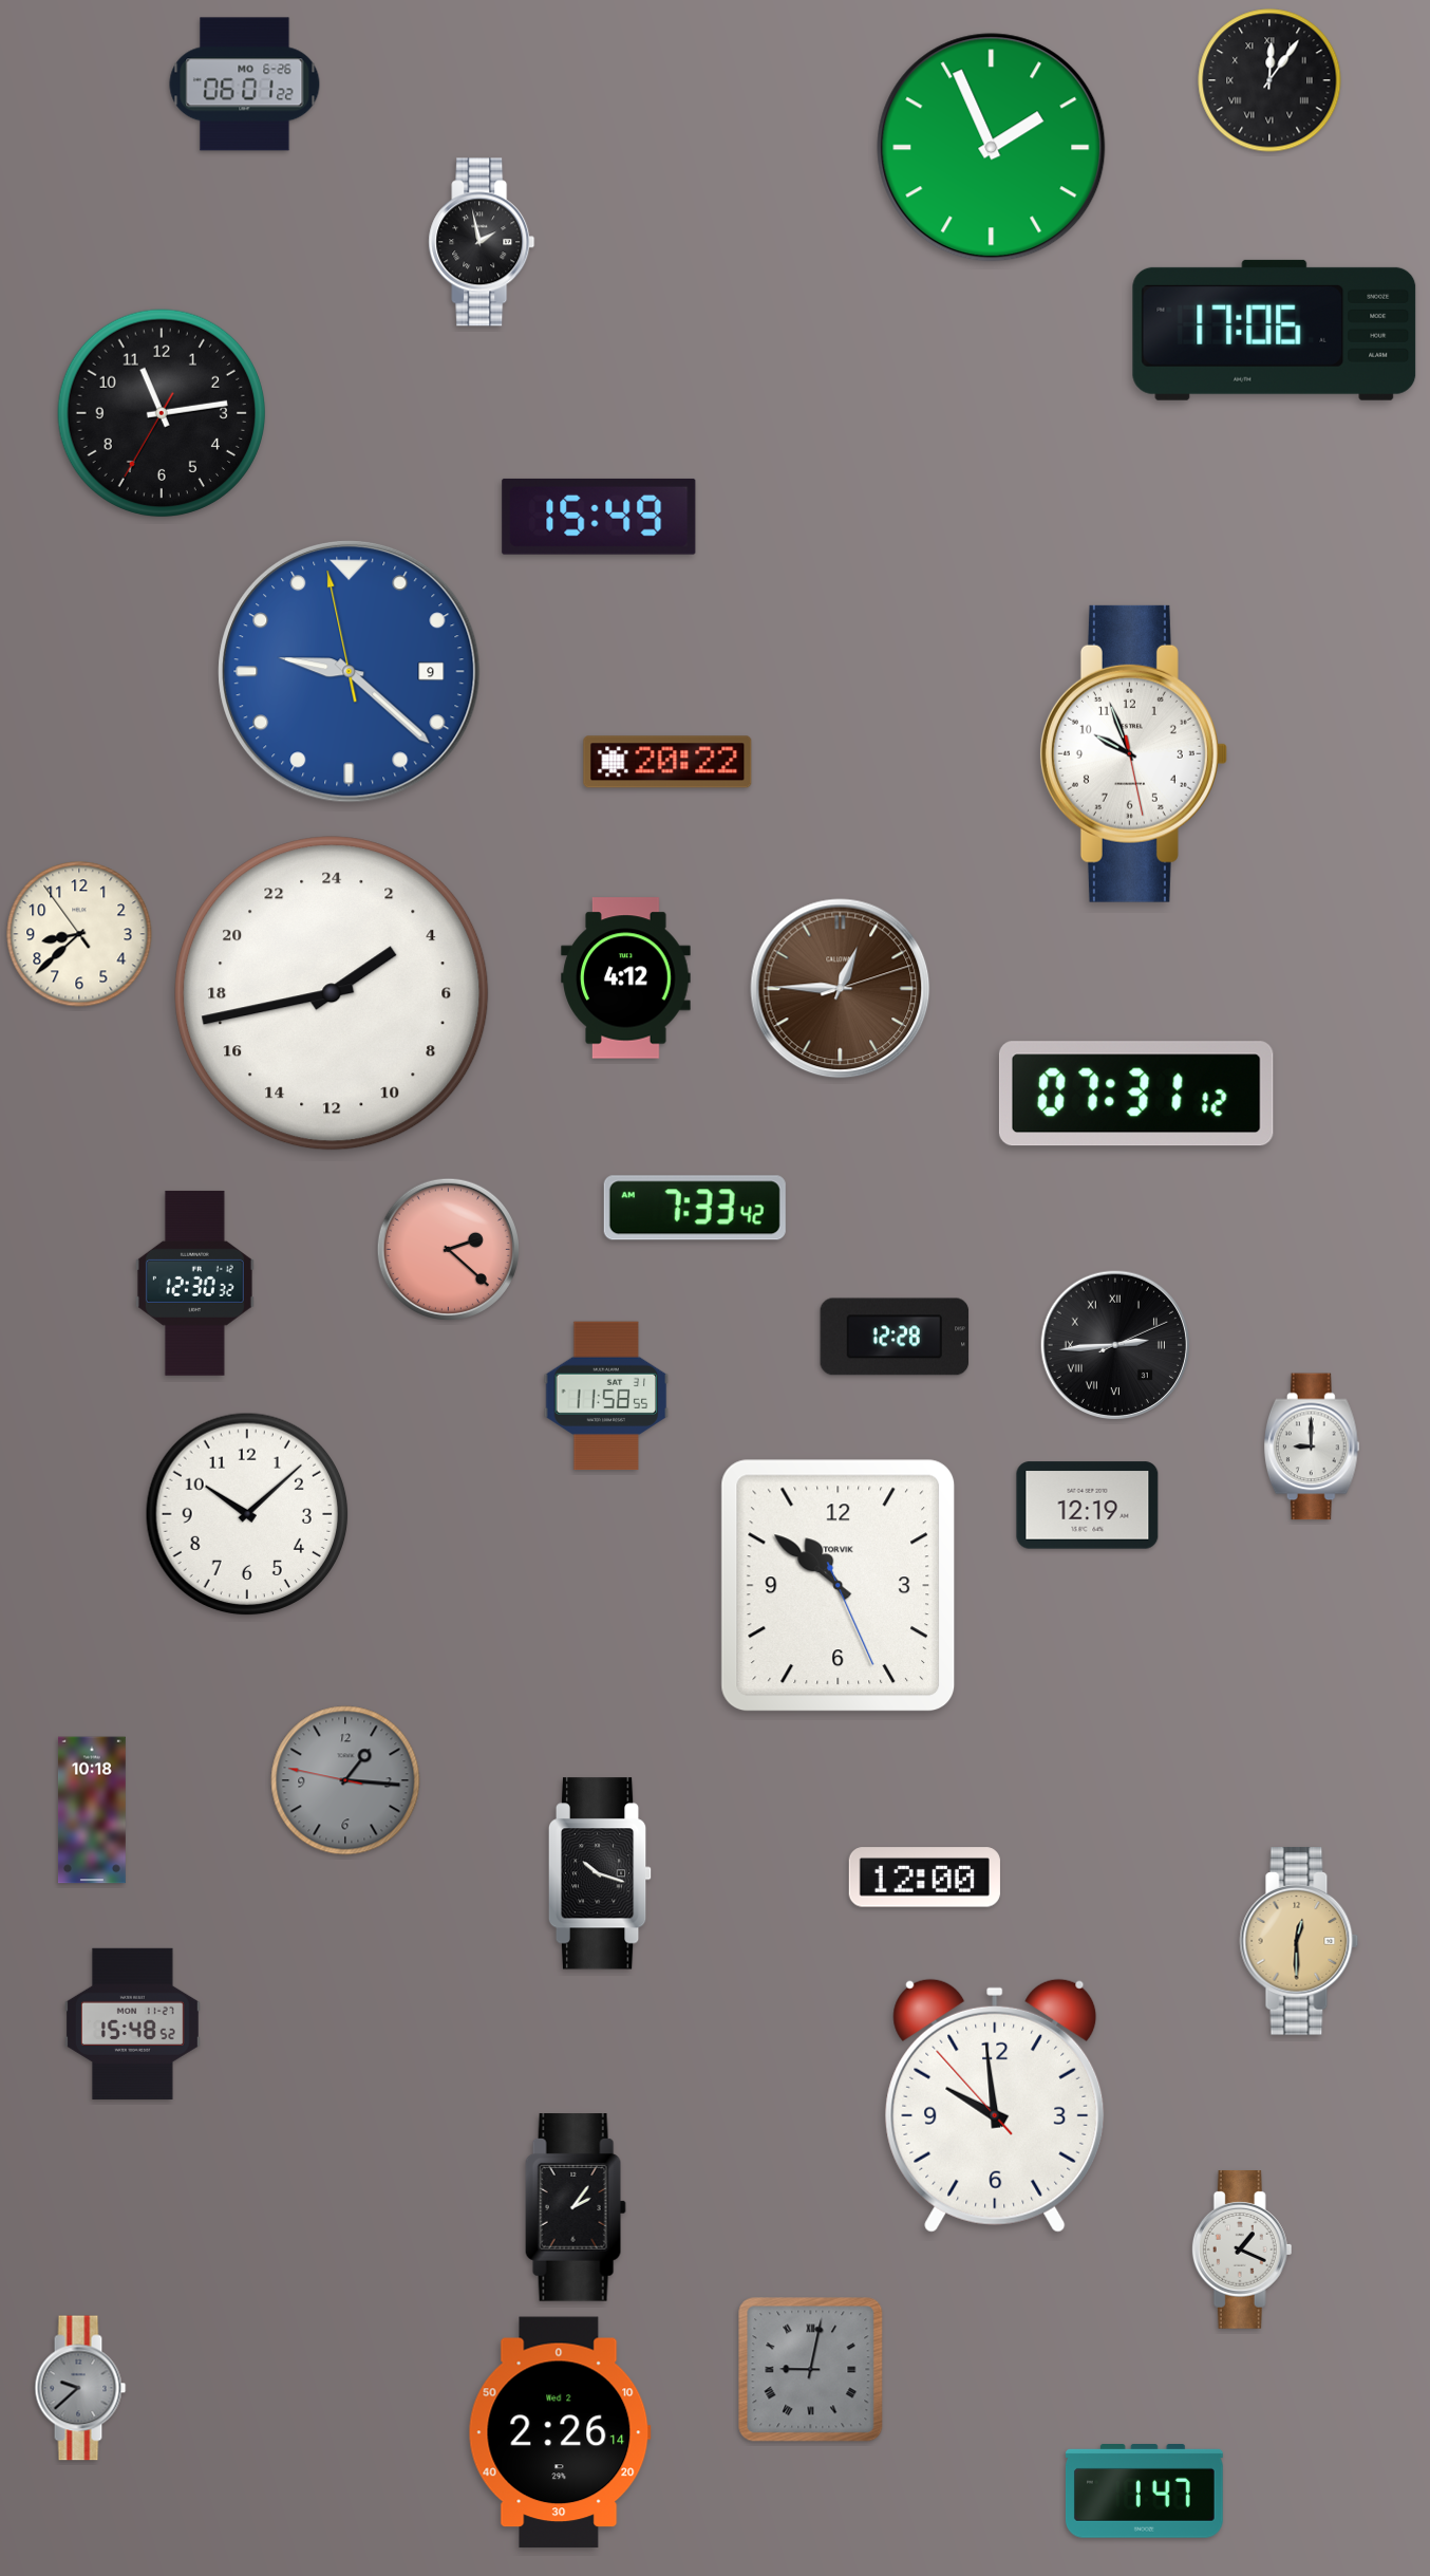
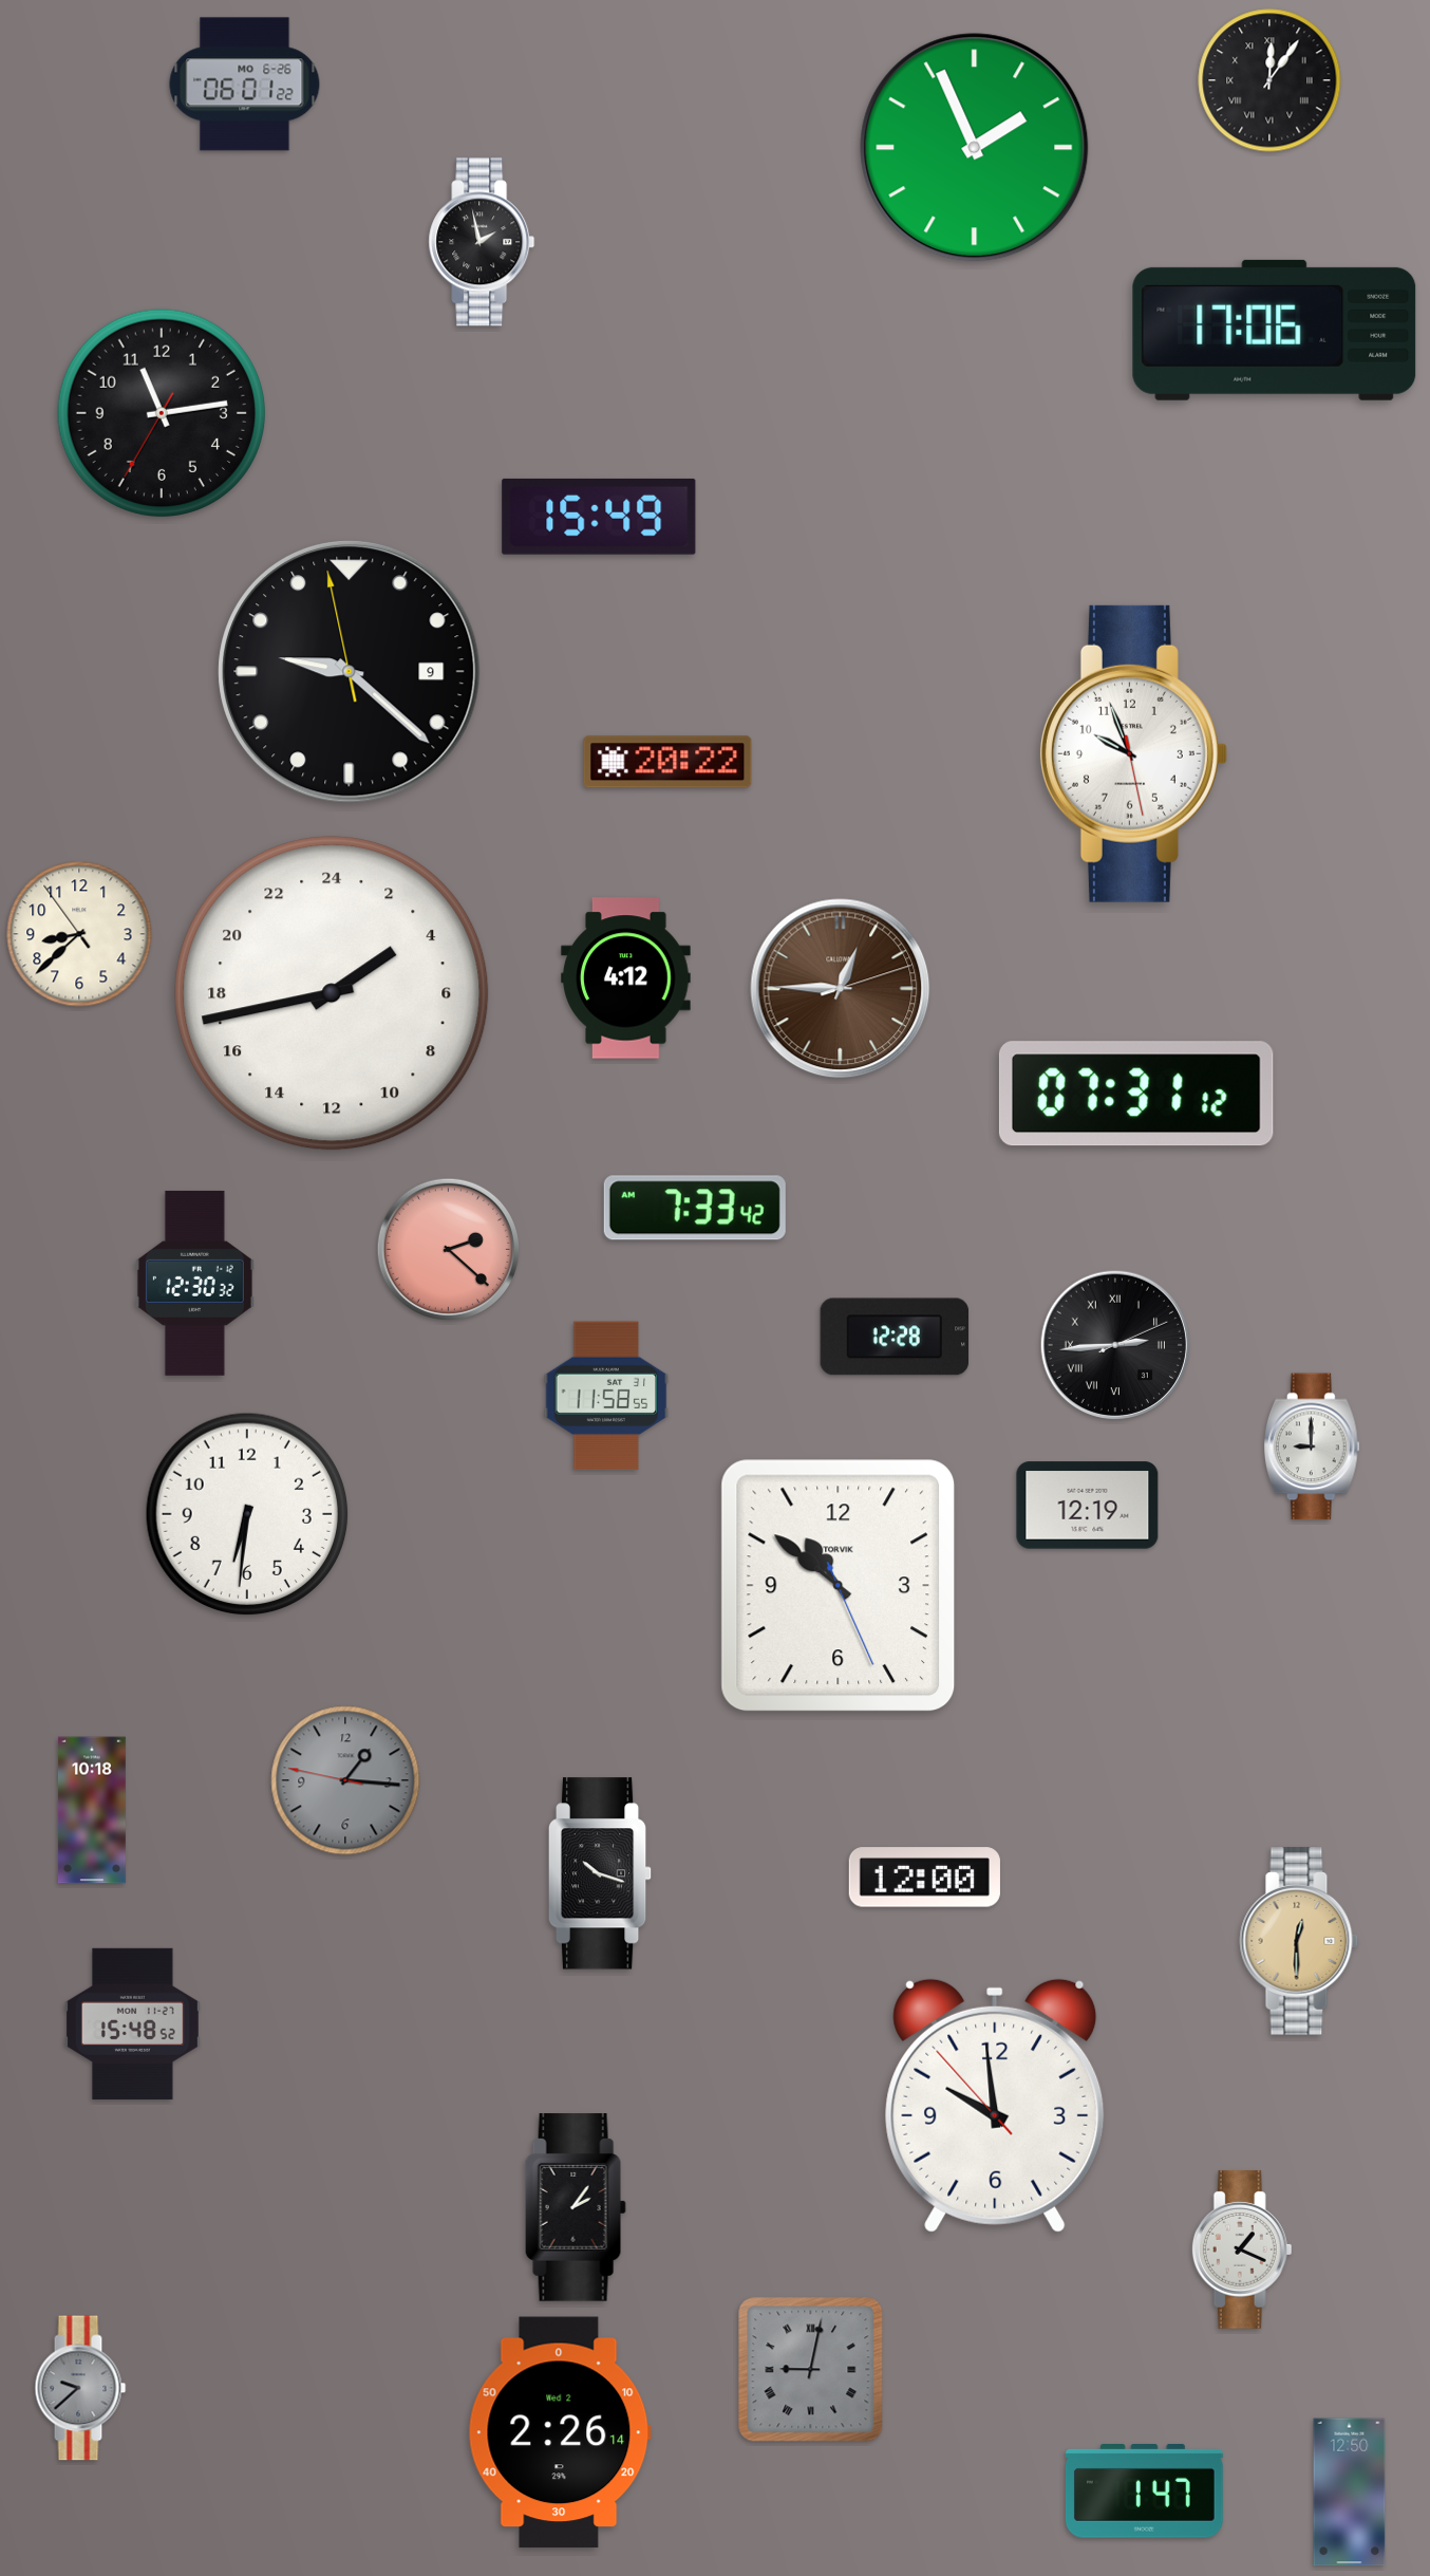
clock at (992, 148) position: (992, 148) -> (975, 148)
clock at (350, 672) dial: blue -> black
clock at (247, 1514): 10:08 -> 6:31
clock at (1350, 2493): none -> 12:50
